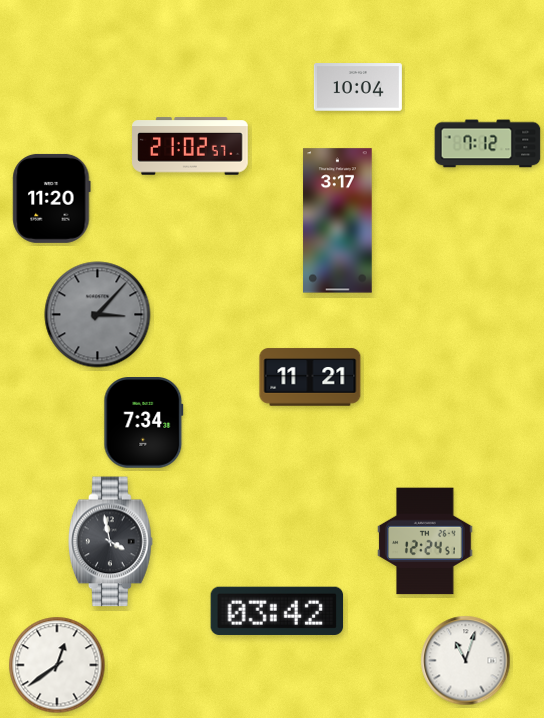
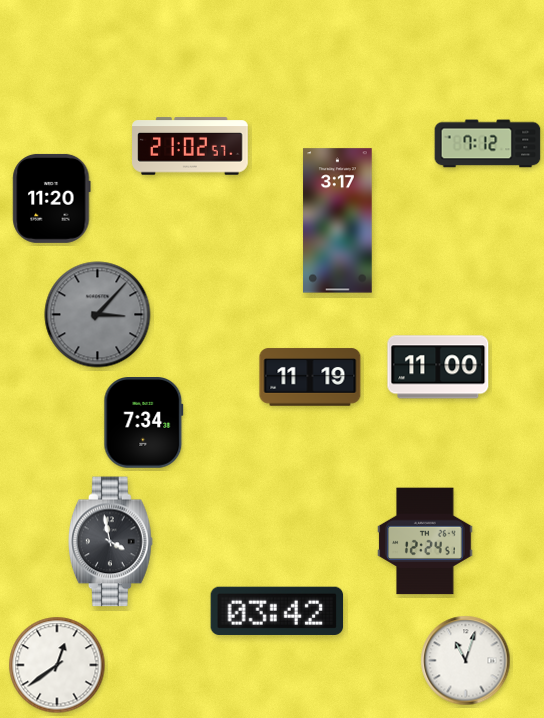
clock at (358, 87): 10:04 -> none
clock at (438, 367): none -> 11:00
clock at (310, 377): 11:21 -> 11:19
